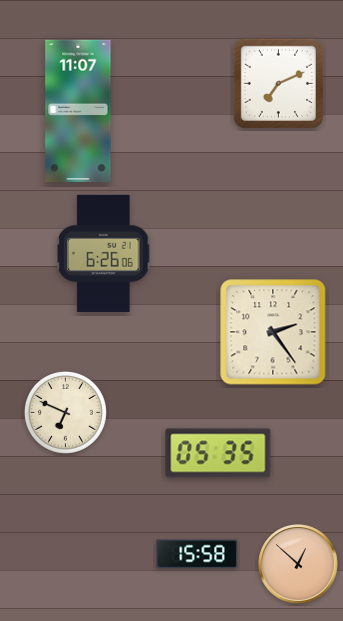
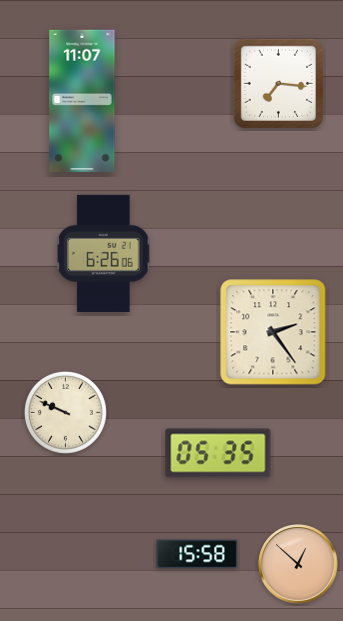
clock at (278, 83): 7:11 -> 7:16
clock at (78, 110) position: (78, 110) -> (82, 100)
clock at (65, 412): 6:49 -> 9:49
